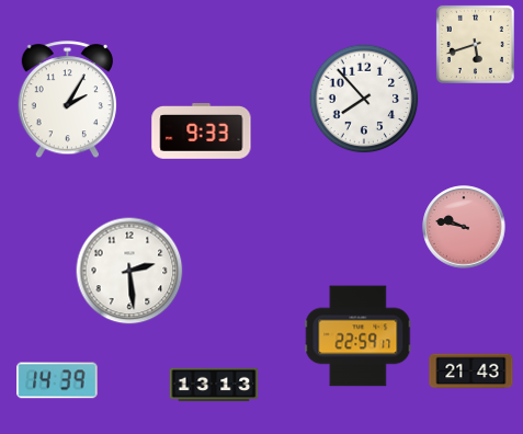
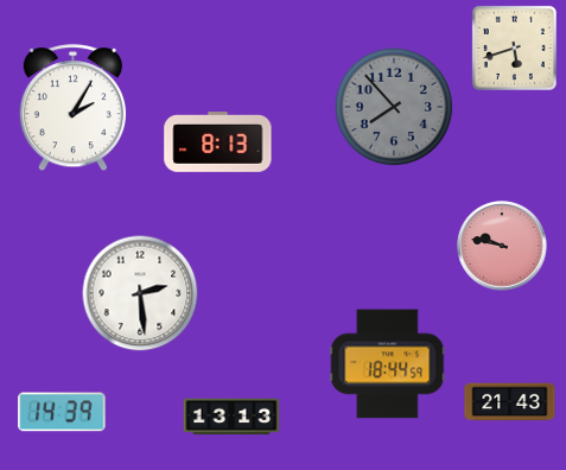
clock at (364, 99) dial: white -> grey
clock at (202, 132): 9:33 -> 8:13
clock at (359, 336): 22:59 -> 18:44
